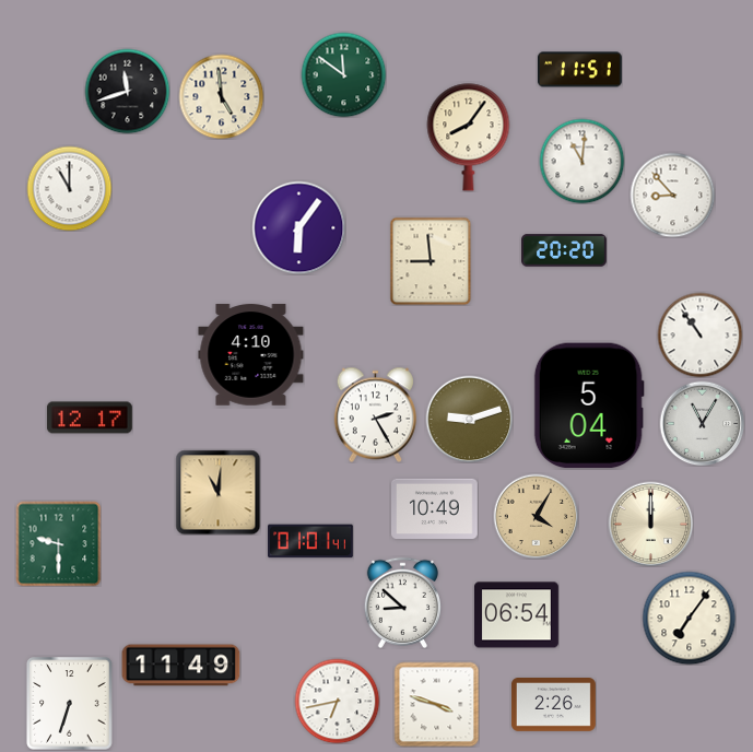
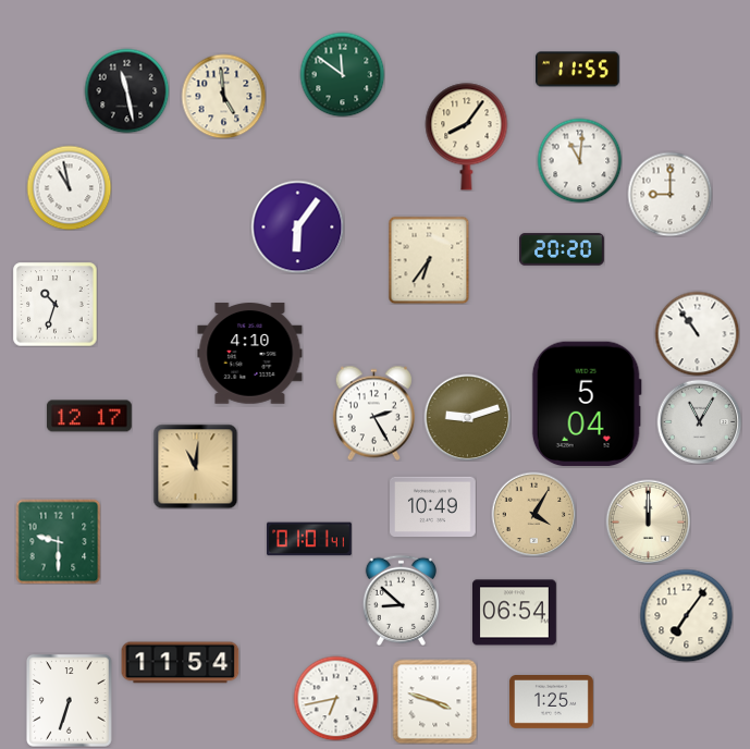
clock at (579, 70): 11:51 -> 11:55
clock at (127, 91): 11:42 -> 11:28
clock at (221, 96) position: (221, 96) -> (223, 96)
clock at (69, 188): 11:00 -> 10:58
clock at (672, 195): 8:53 -> 9:00
clock at (431, 261): 8:59 -> 6:36
clock at (54, 304): none -> 10:33
clock at (217, 492) position: (217, 492) -> (195, 466)
clock at (181, 666): 11:49 -> 11:54
clock at (553, 705): 2:26 -> 1:25
